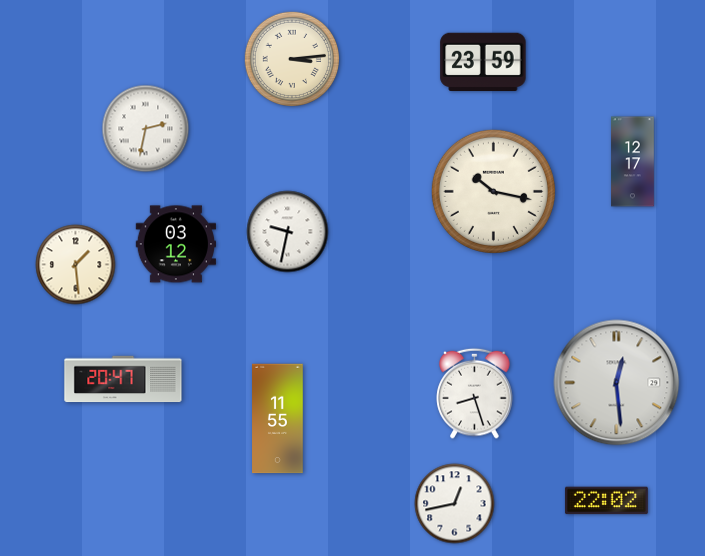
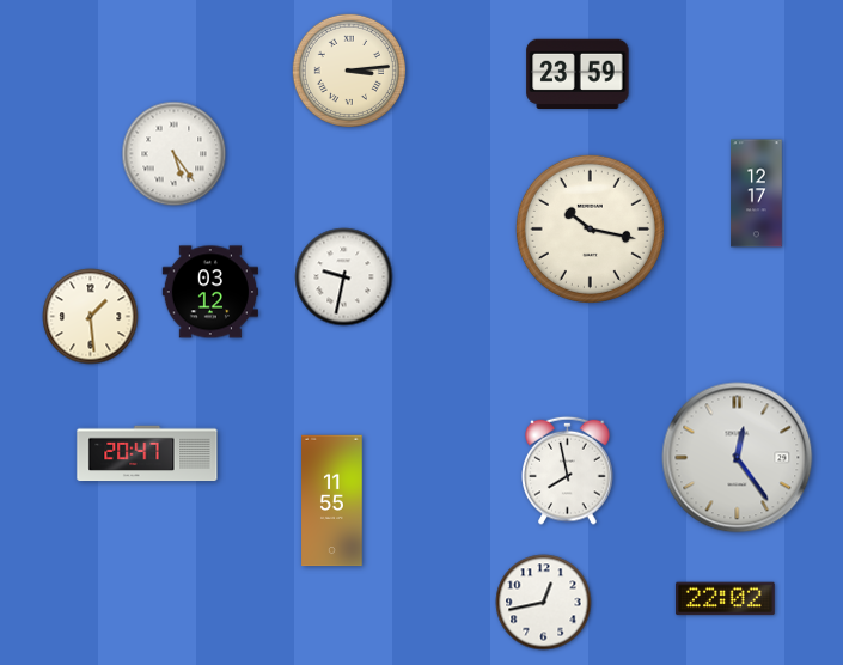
clock at (146, 129): 2:32 -> 5:24
clock at (617, 383): 12:29 -> 12:24
clock at (475, 393): 8:27 -> 7:58
